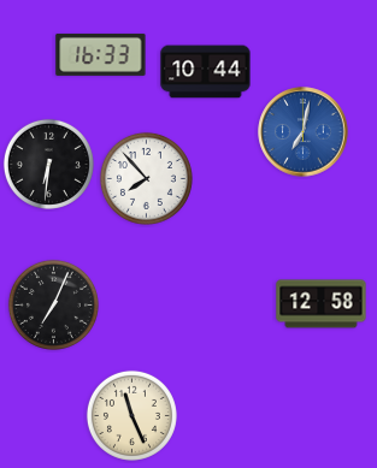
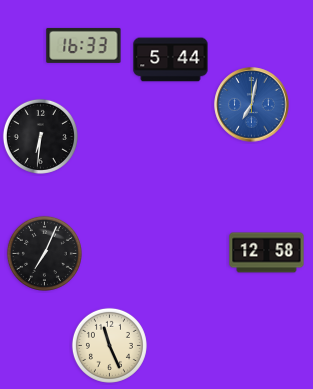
clock at (206, 72): 10:44 -> 5:44
clock at (304, 132) position: (304, 132) -> (252, 105)
clock at (146, 178): 7:53 -> none
